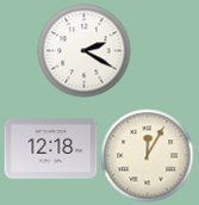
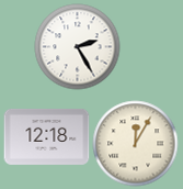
clock at (83, 50): 2:20 -> 2:25
